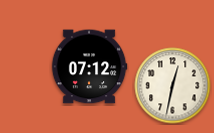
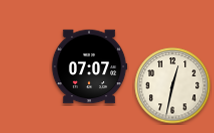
clock at (89, 67): 07:12 -> 07:07
